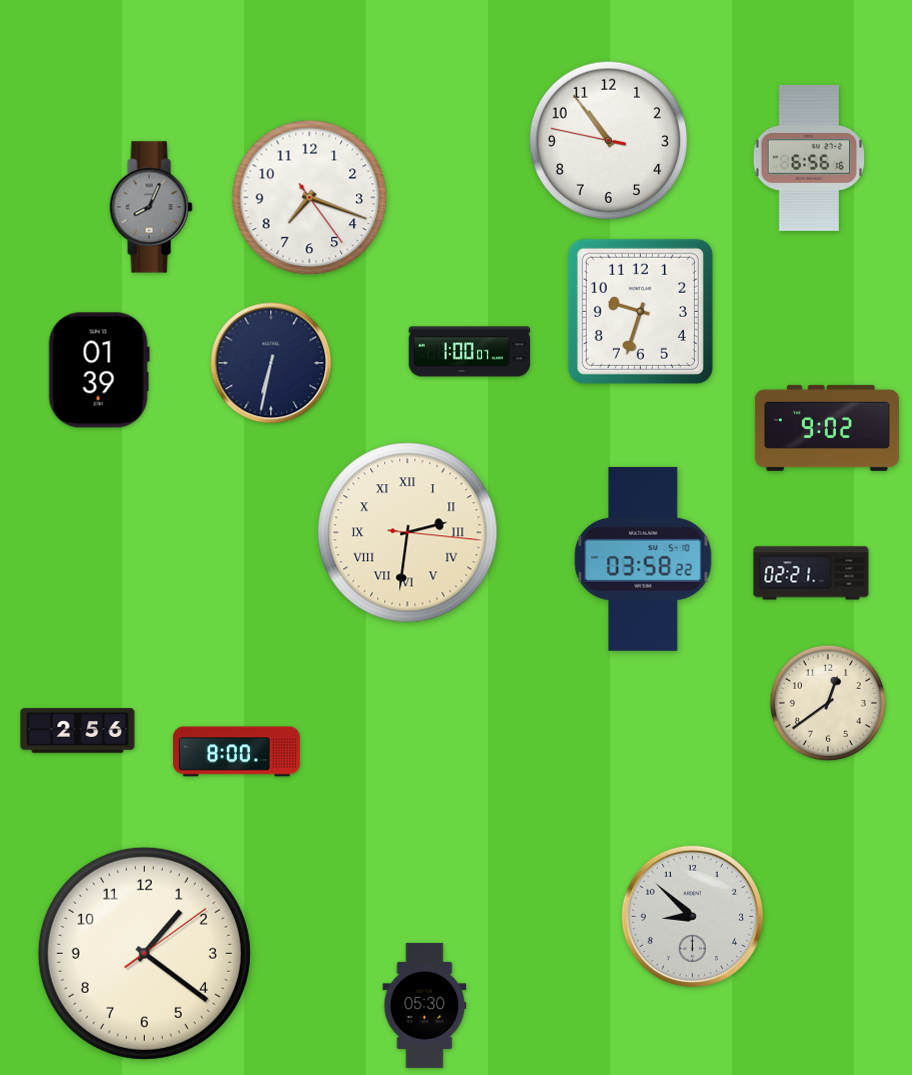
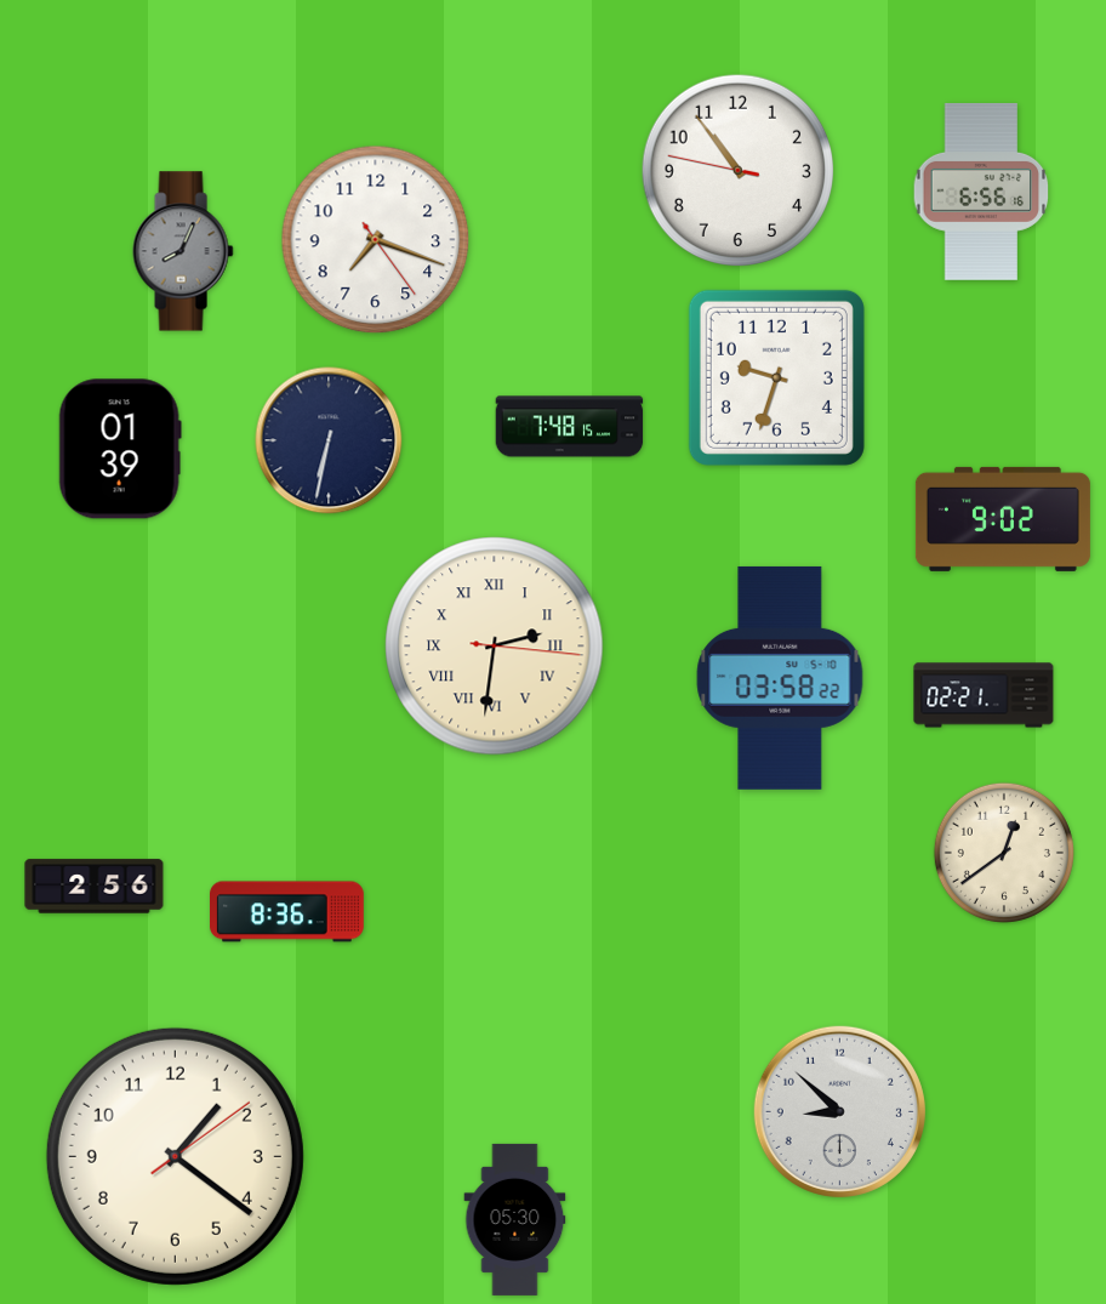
clock at (470, 352): 1:00 -> 7:48
clock at (237, 752): 8:00 -> 8:36
